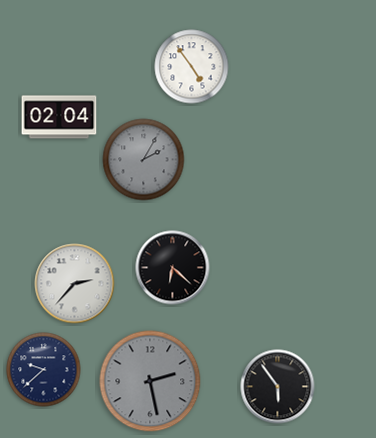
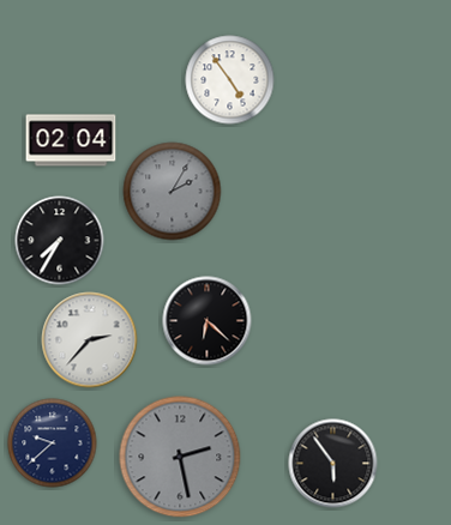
clock at (60, 241): none -> 7:35
